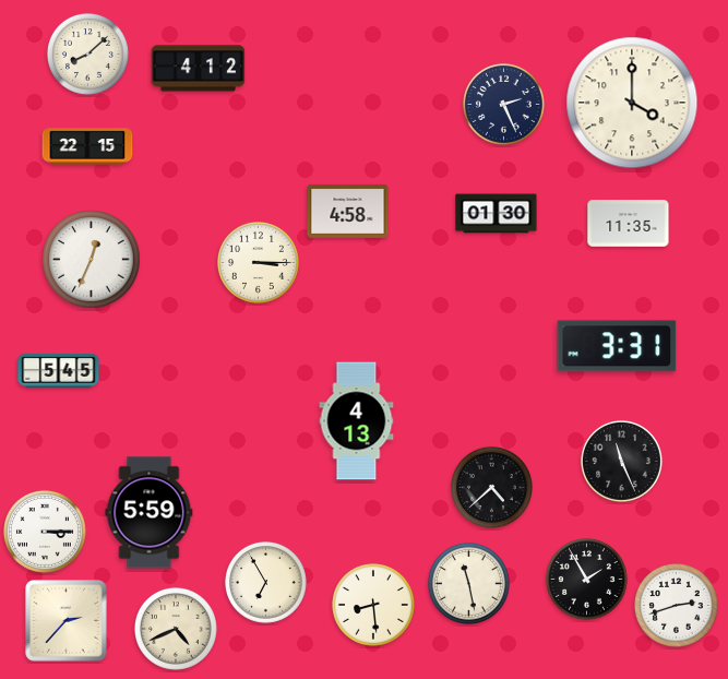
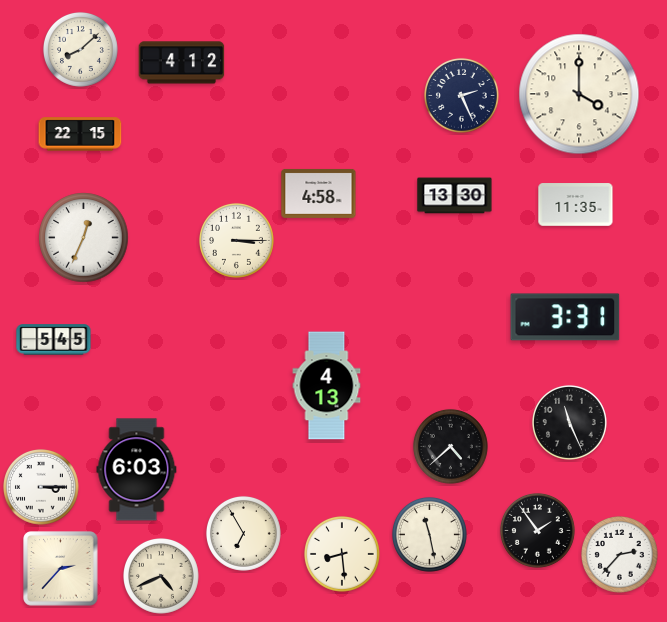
clock at (497, 214): 01:30 -> 13:30
clock at (150, 513): 5:59 -> 6:03
clock at (586, 579): 1:55 -> 1:54
clock at (677, 606): 2:42 -> 2:37
